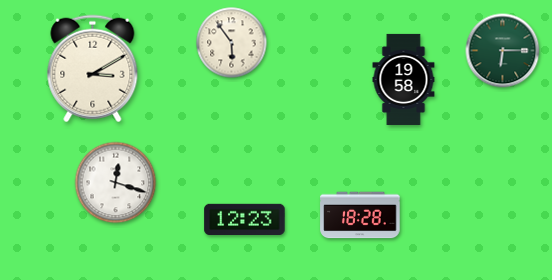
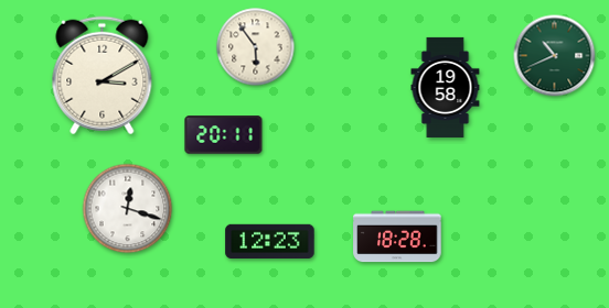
clock at (503, 51): 6:15 -> 10:41
clock at (224, 135): none -> 20:11
clock at (116, 183) position: (116, 183) -> (128, 209)
